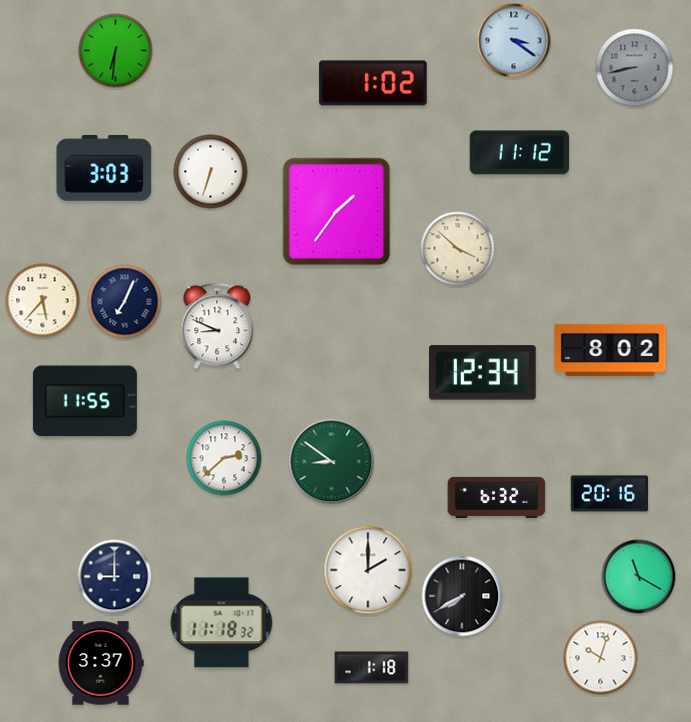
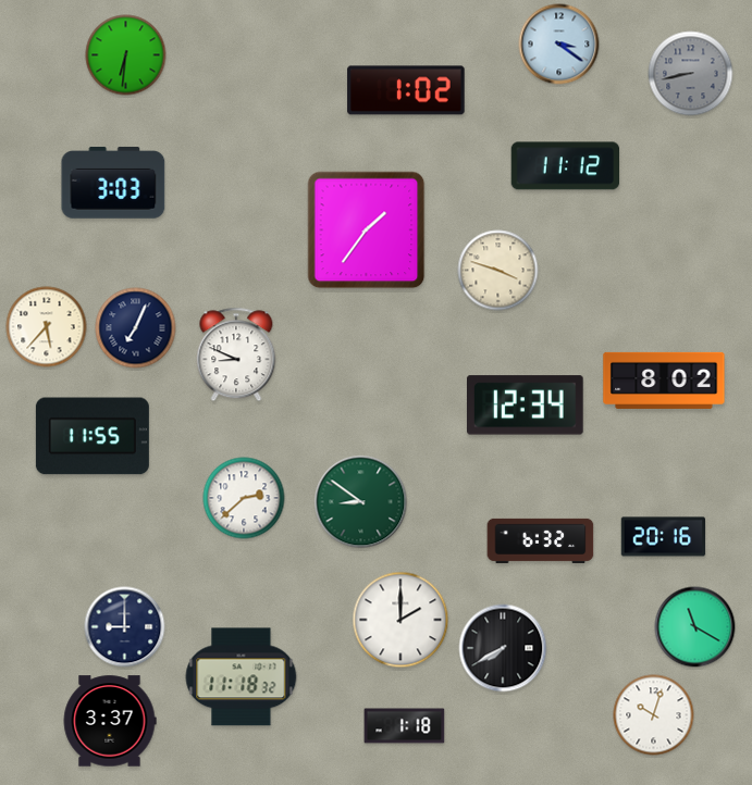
clock at (211, 172): 6:33 -> none
clock at (458, 249): 3:52 -> 3:48
